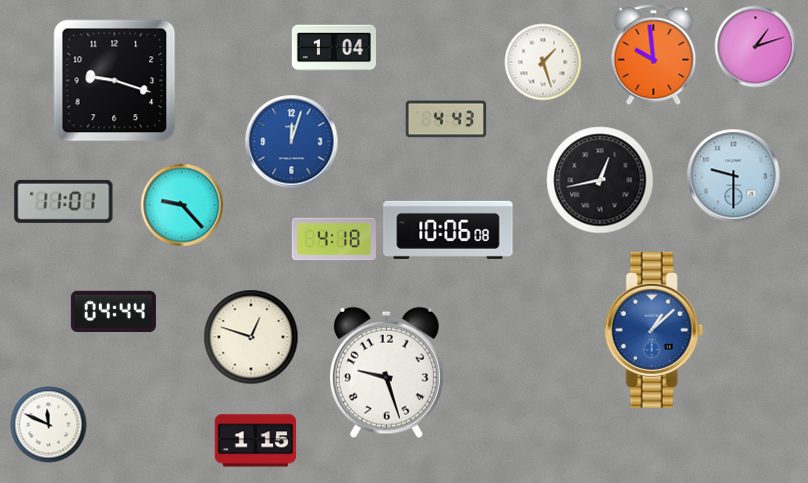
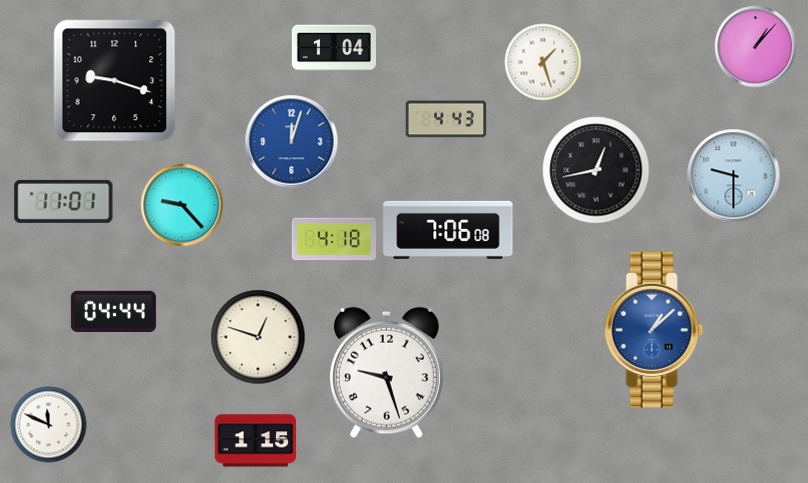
clock at (756, 47): 1:12 -> 1:07
clock at (654, 55): 9:59 -> none
clock at (600, 180) position: (600, 180) -> (596, 170)
clock at (448, 230): 10:06 -> 7:06
clock at (251, 337) position: (251, 337) -> (258, 337)
